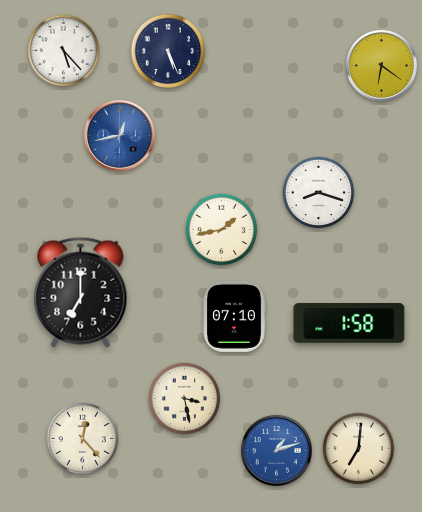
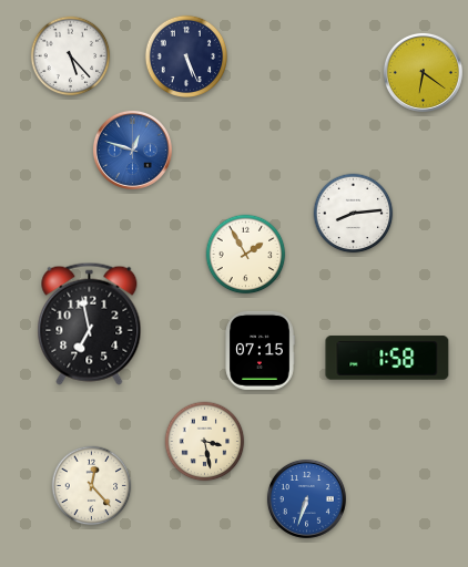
clock at (119, 135): 12:43 -> 12:48
clock at (319, 193): 8:18 -> 8:14
clock at (222, 230): 1:43 -> 1:55
clock at (81, 292): 7:00 -> 6:58
clock at (234, 316): 07:10 -> 07:15
clock at (359, 449): 7:01 -> none
clock at (276, 450): 1:12 -> 6:33
